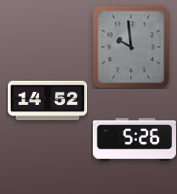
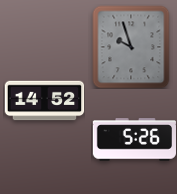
clock at (131, 47): 9:59 -> 9:57
clock at (47, 101) position: (47, 101) -> (44, 101)
